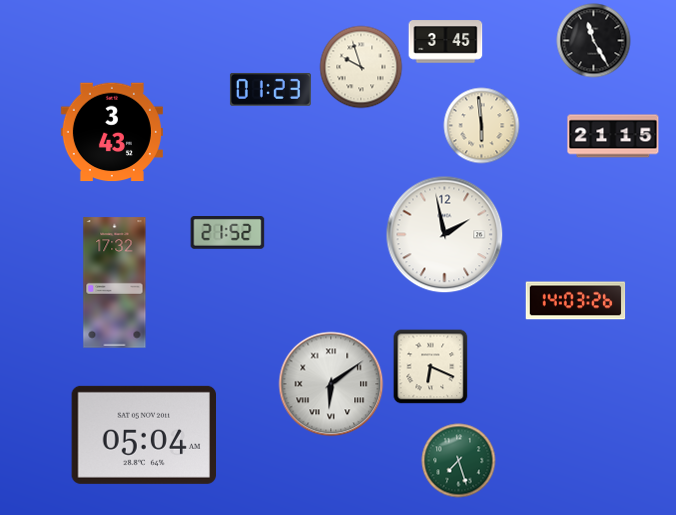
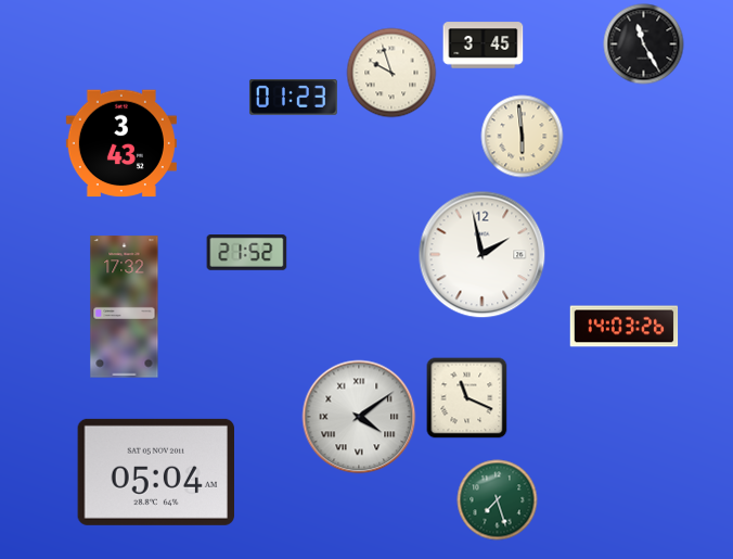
clock at (613, 136): 21:15 -> none
clock at (431, 367): 6:19 -> 11:19
clock at (331, 384): 6:09 -> 4:09
